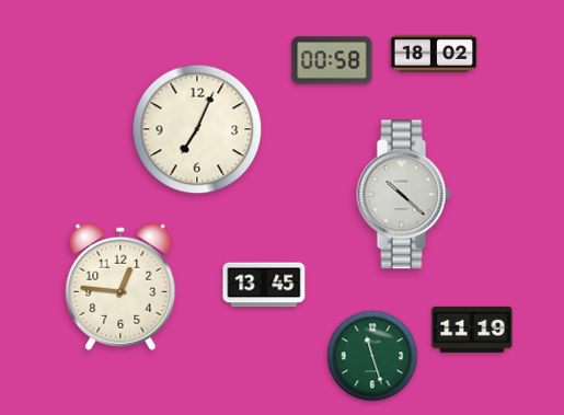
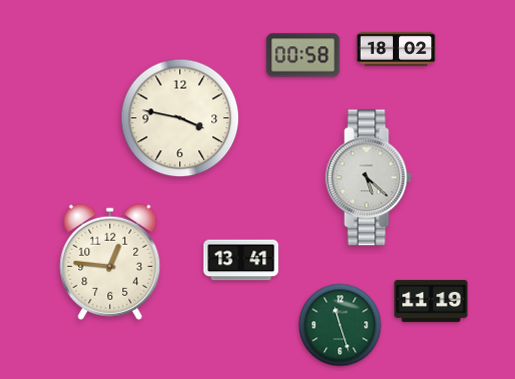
clock at (197, 129): 7:04 -> 3:47
clock at (404, 195): 10:22 -> 5:22
clock at (264, 285): 13:45 -> 13:41
